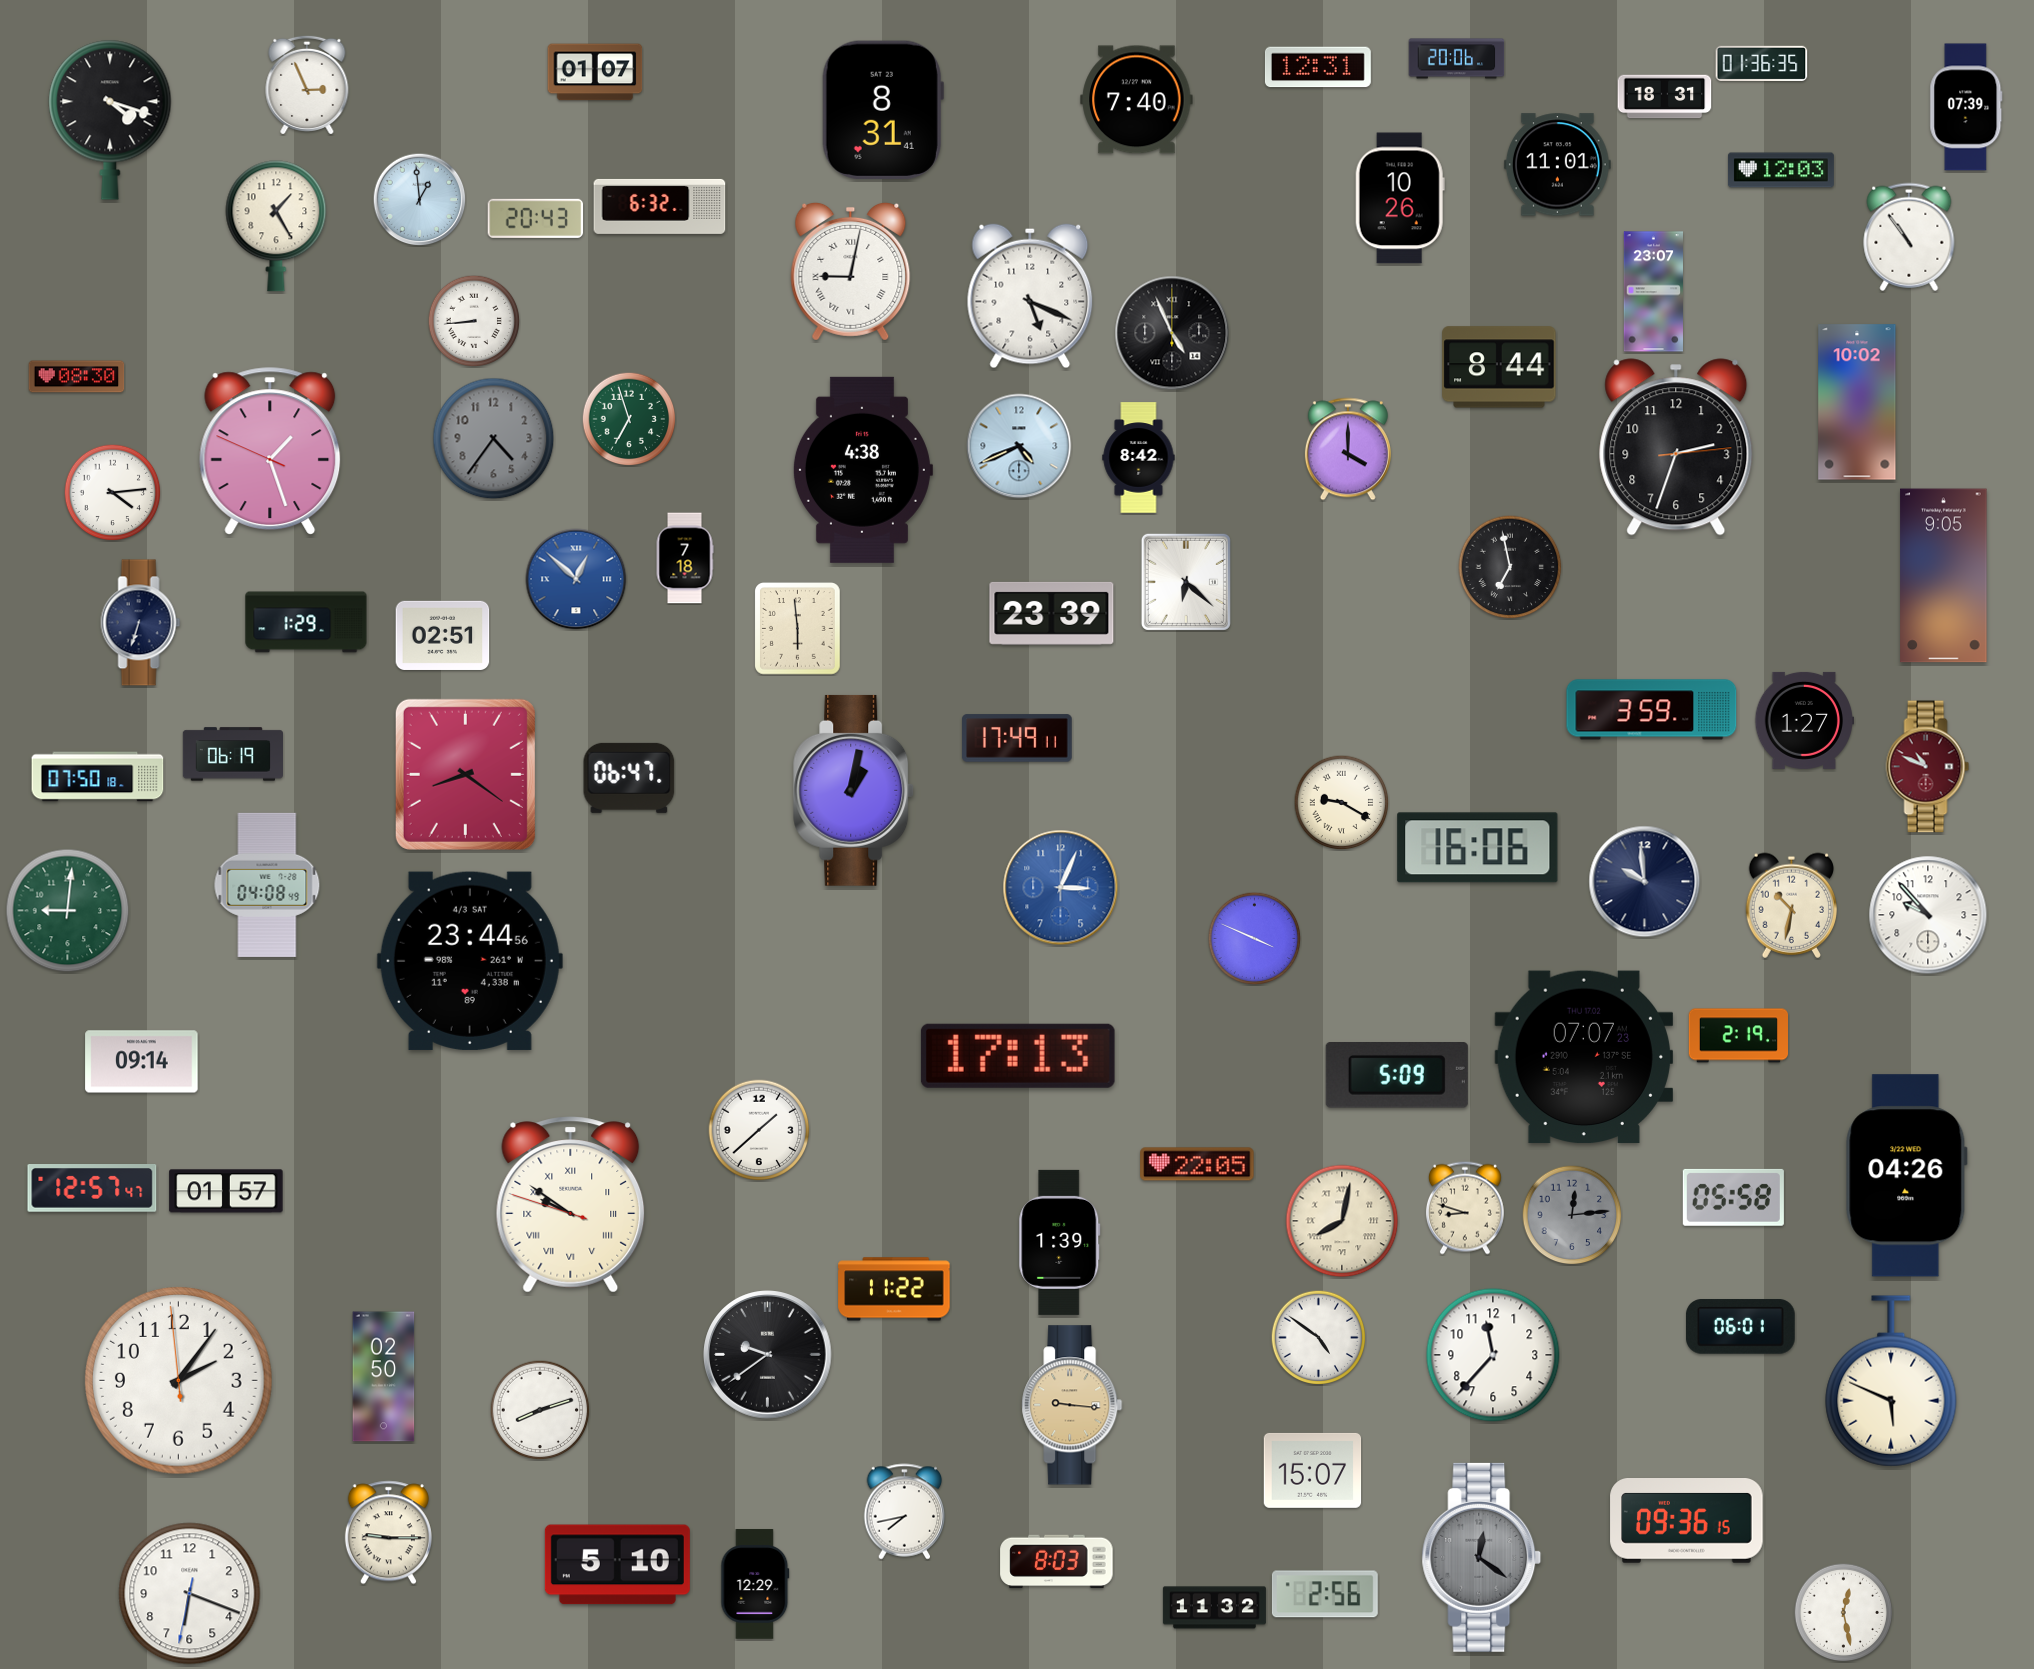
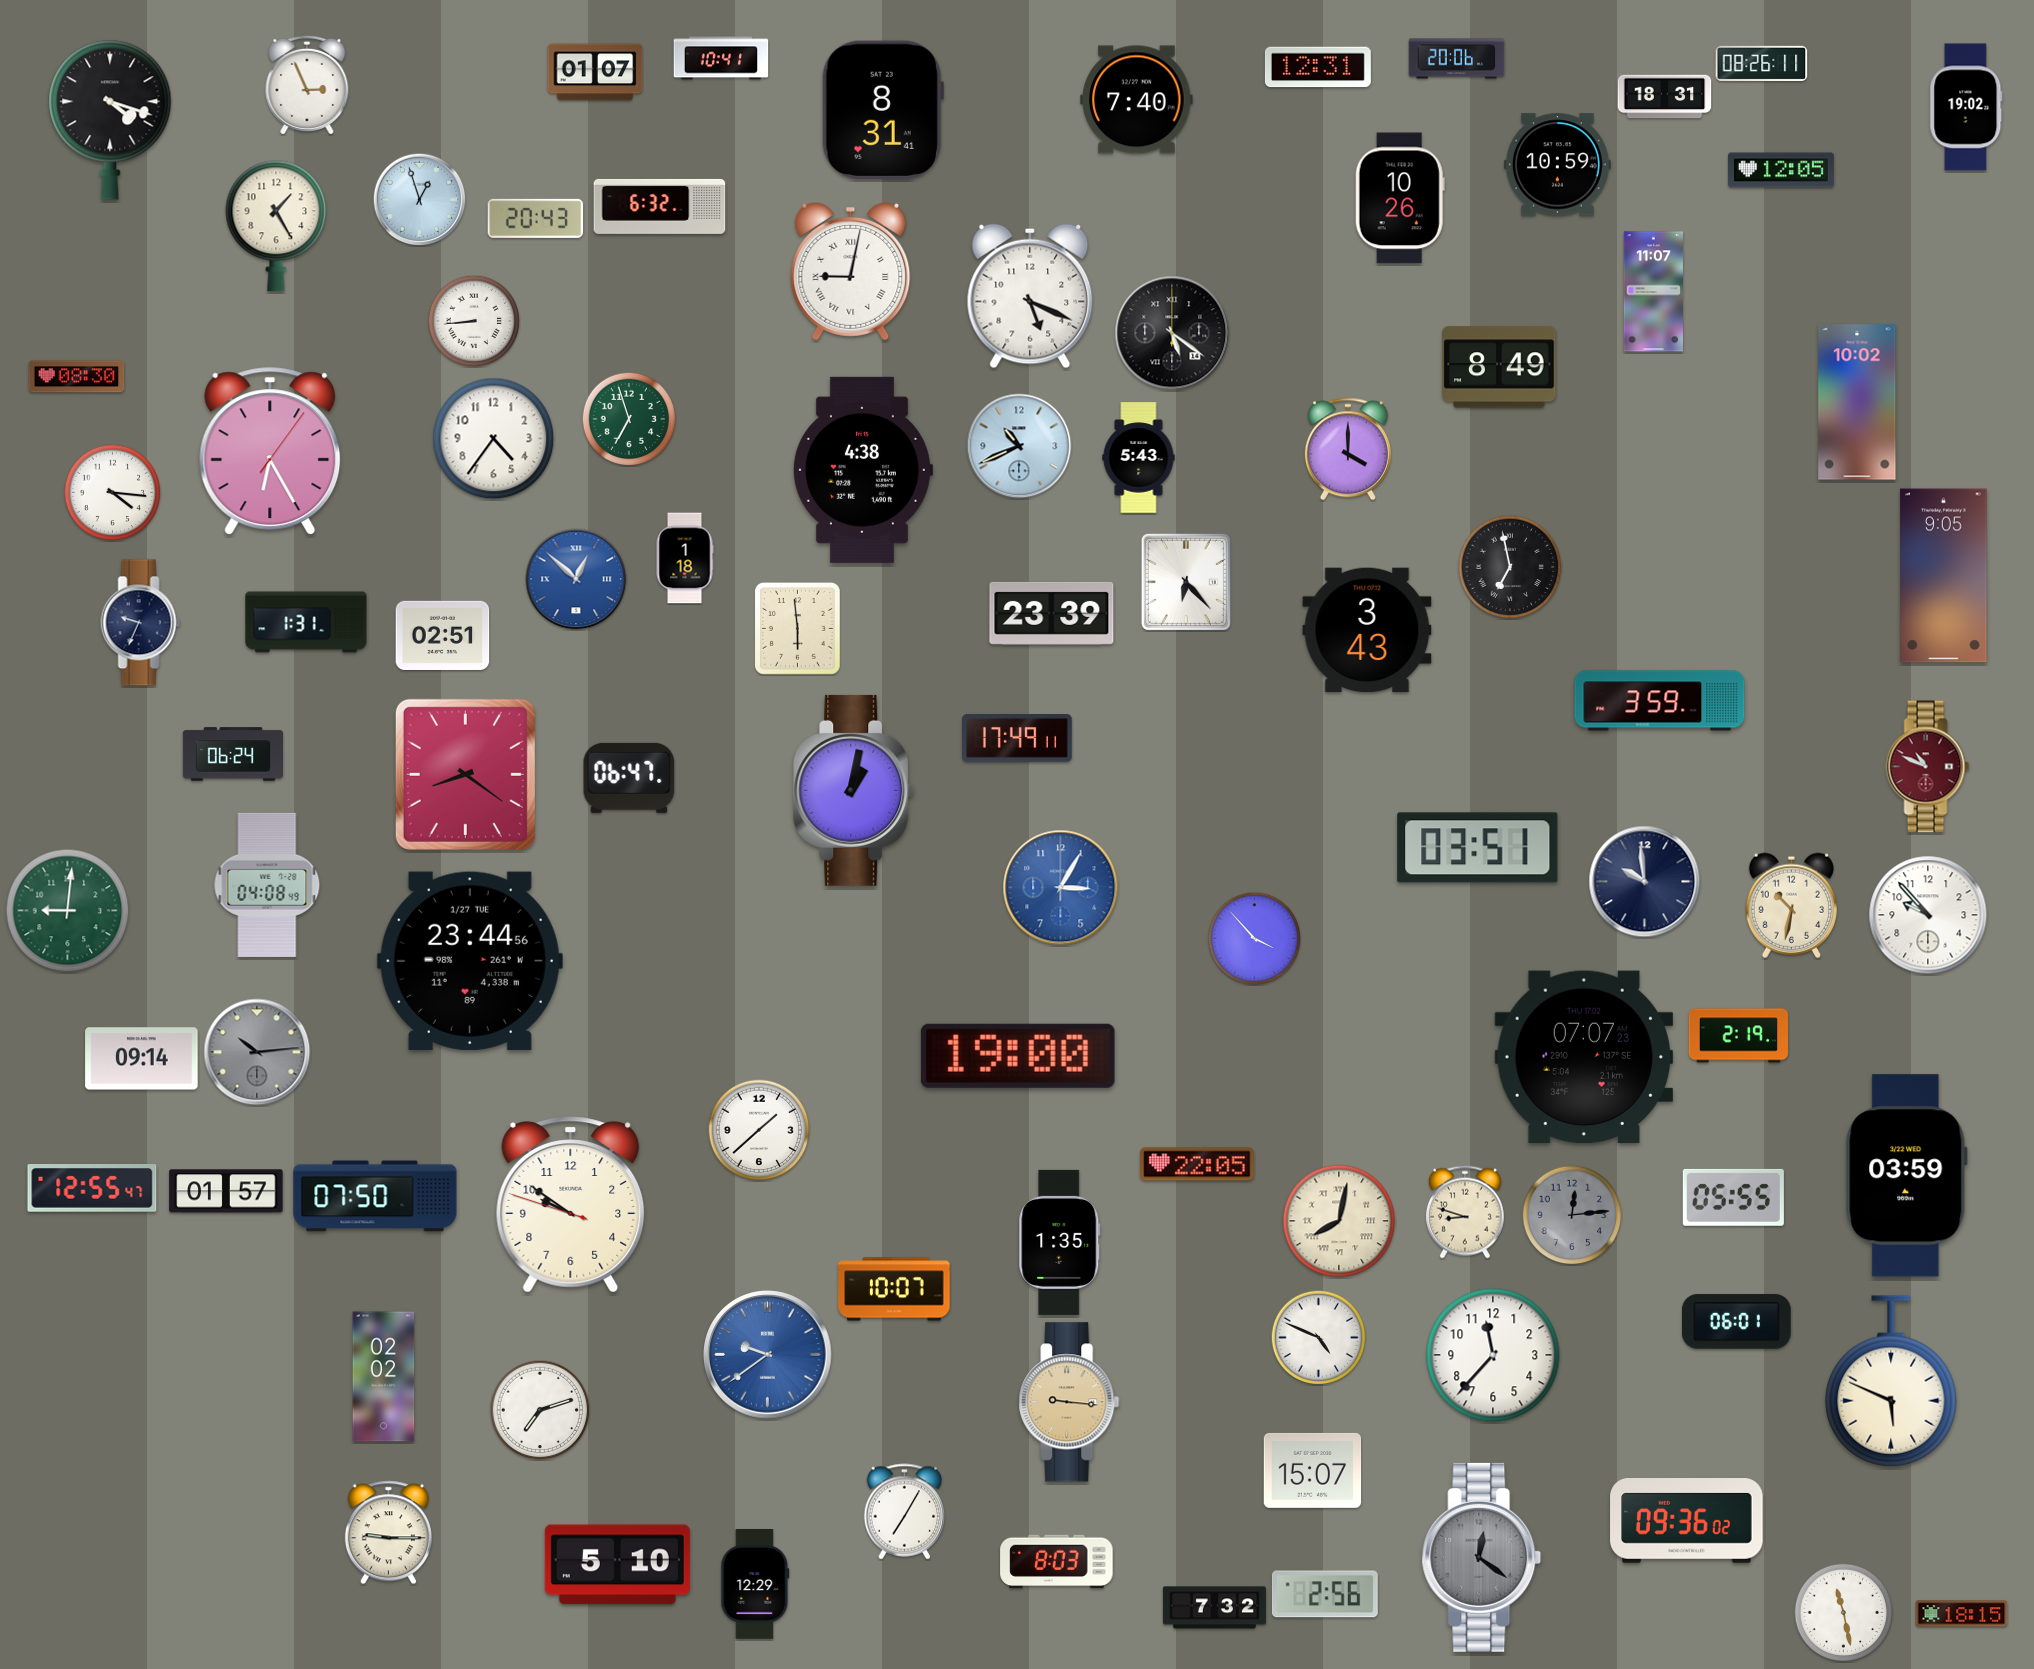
clock at (721, 58): none -> 10:41
clock at (1762, 63): 01:36 -> 08:26
clock at (1966, 107): 07:39 -> 19:02
clock at (1557, 165): 11:01 -> 10:59
clock at (1781, 170): 12:03 -> 12:05
clock at (419, 199): 12:59 -> 12:57
clock at (1909, 237): 10:54 -> none
clock at (1653, 292): 23:07 -> 11:07
clock at (1172, 333): 4:56 -> 5:21
clock at (1499, 367): 8:44 -> 8:49
clock at (494, 439) dial: grey -> white
clock at (1019, 446): 4:41 -> 10:41
clock at (1676, 447): 2:33 -> none
clock at (270, 451): 1:26 -> 6:25
clock at (1139, 458): 8:42 -> 5:43
clock at (112, 492): 4:14 -> 4:16
clock at (685, 558): 7:18 -> 1:18
clock at (1186, 582): 6:22 -> 6:23
clock at (306, 622): 1:29 -> 1:31
clock at (141, 623): 6:33 -> 9:34
clock at (1367, 630): none -> 3:43
clock at (1652, 710) position: (1652, 710) -> (1660, 701)
clock at (1804, 720): 1:27 -> none
clock at (232, 754): 06:19 -> 06:24
clock at (98, 777): 07:50 -> none
clock at (1341, 802): 9:20 -> none
clock at (1478, 848): 16:06 -> 03:51
clock at (1061, 888): 3:04 -> 3:05
clock at (1254, 938): 3:49 -> 3:53
clock at (470, 961) date: 4/3 SAT -> 1/27 TUE
clock at (257, 1052): none -> 10:14
clock at (1018, 1056): 17:13 -> 19:00
clock at (142, 1062) position: (142, 1062) -> (142, 1059)
clock at (1397, 1076): 5:09 -> none
clock at (1907, 1176): 04:26 -> 03:59
clock at (92, 1188): 12:57 -> 12:55
clock at (375, 1196): none -> 07:50
clock at (1733, 1197): 05:58 -> 05:55
clock at (571, 1205) numerals: Roman -> Arabic
clock at (1465, 1208) position: (1465, 1208) -> (1465, 1212)
clock at (1342, 1221) position: (1342, 1221) -> (1339, 1221)
clock at (1060, 1242): 1:39 -> 1:35
clock at (894, 1289): 11:22 -> 10:07
clock at (1741, 1327) position: (1741, 1327) -> (1737, 1322)
clock at (1318, 1337): 4:51 -> 4:49
clock at (768, 1355) dial: black -> blue
clock at (384, 1377): 02:50 -> 02:02
clock at (179, 1381): 2:05 -> none
clock at (1072, 1405) position: (1072, 1405) -> (1069, 1402)
clock at (540, 1410): 8:12 -> 7:12
clock at (905, 1512): 7:43 -> 7:05
clock at (1687, 1521): 09:36:15 -> 09:36:02
clock at (190, 1594): 6:18 -> none
clock at (1214, 1608): 11:32 -> 7:32
clock at (1844, 1613): 12:28 -> 11:28
clock at (1962, 1614): none -> 18:15
